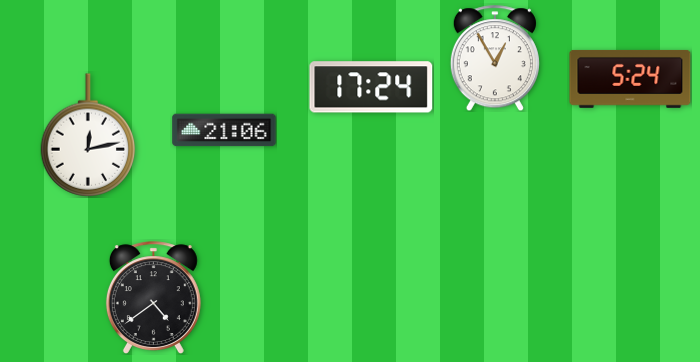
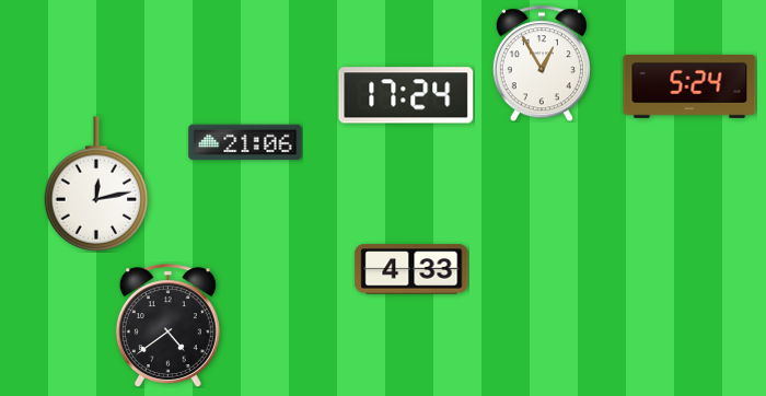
clock at (88, 135) position: (88, 135) -> (96, 184)
clock at (411, 269): none -> 4:33
